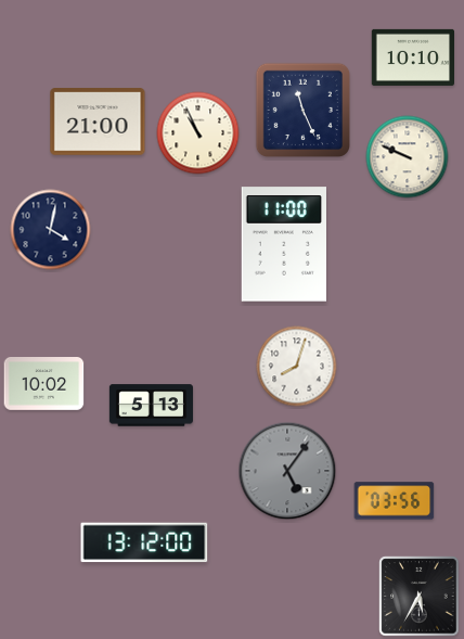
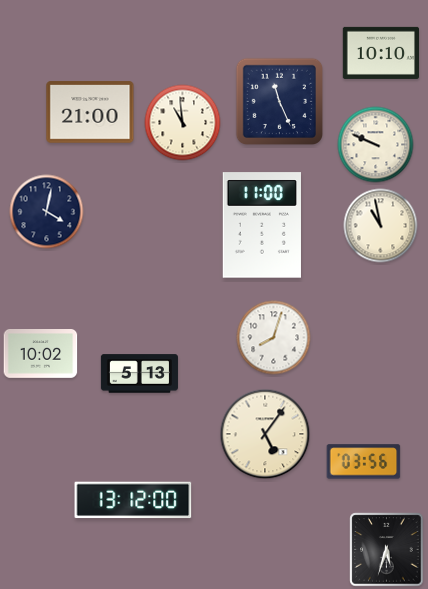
clock at (198, 133): 10:56 -> 10:59
clock at (381, 226): none -> 10:58
clock at (287, 471) dial: grey -> cream
clock at (420, 597): 5:35 -> 5:33
